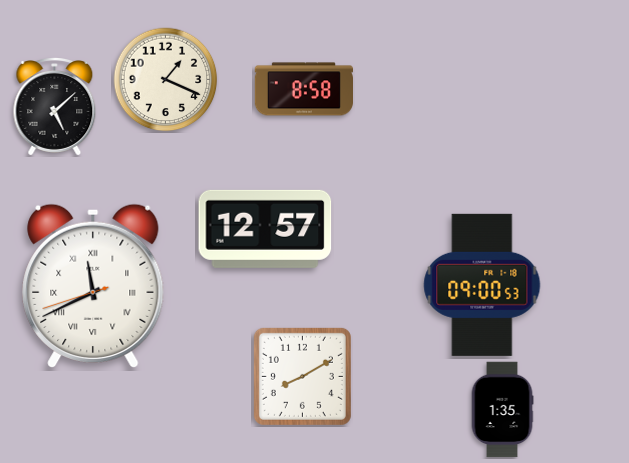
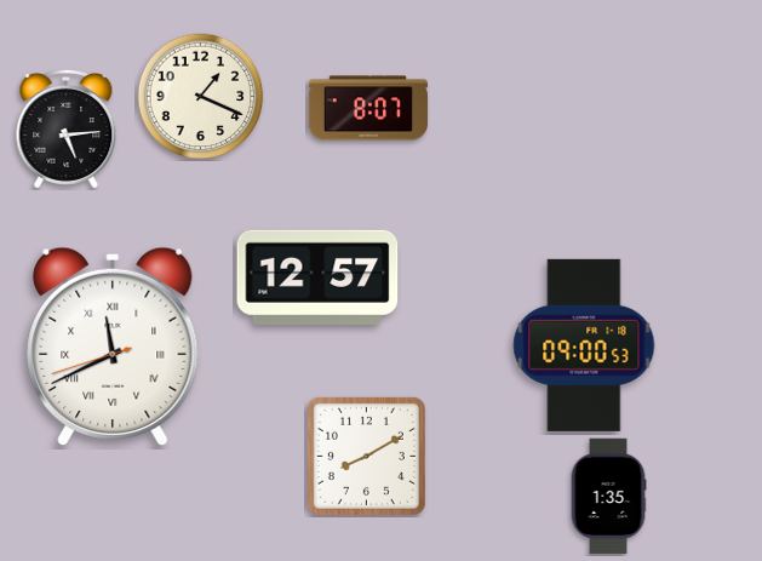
clock at (303, 89): 8:58 -> 8:07
clock at (55, 107): 5:08 -> 5:14
clock at (265, 229) position: (265, 229) -> (317, 277)
